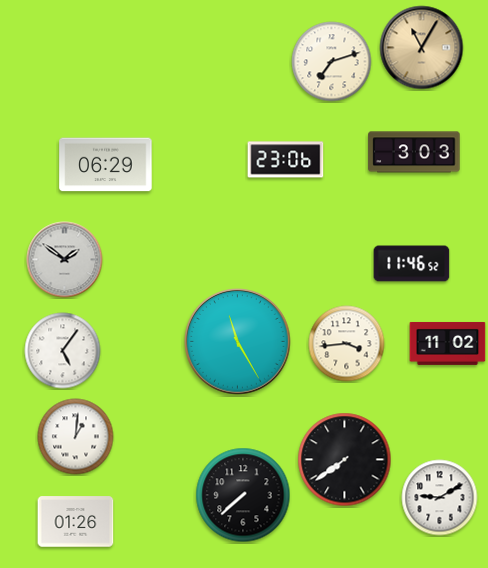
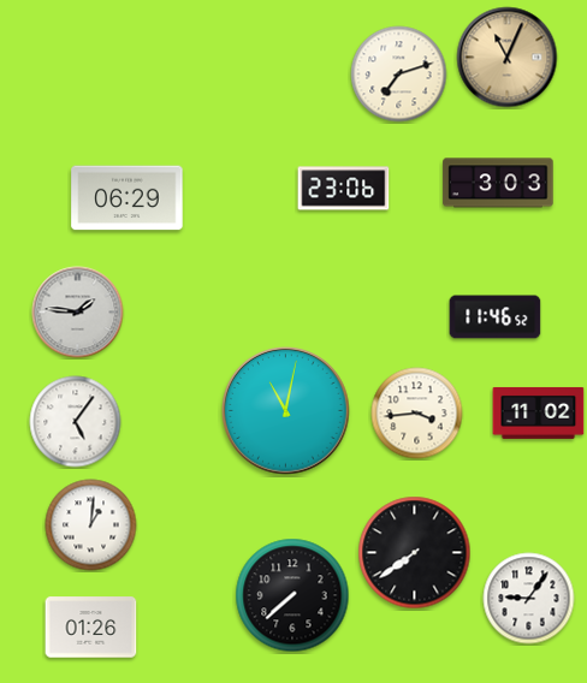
clock at (422, 48): 11:05 -> 11:04
clock at (286, 160) position: (286, 160) -> (344, 189)
clock at (65, 260): 1:51 -> 1:46
clock at (238, 342): 11:25 -> 11:02
clock at (440, 498): 9:10 -> 9:06
